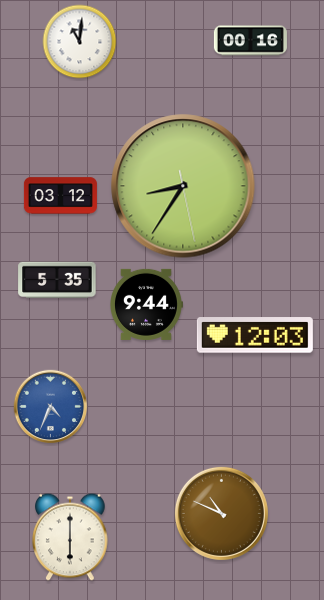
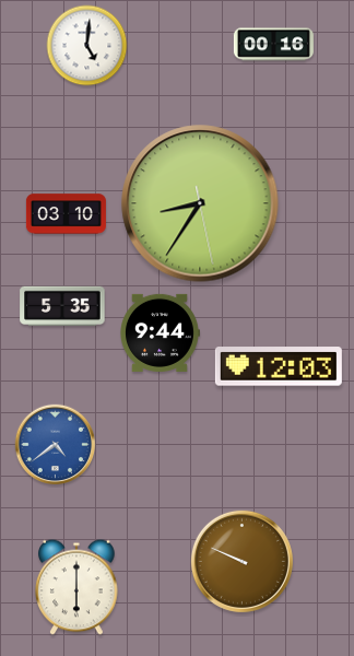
clock at (80, 42): 11:01 -> 5:01
clock at (60, 196): 03:12 -> 03:10
clock at (51, 407): 4:34 -> 4:39
clock at (221, 513): 10:49 -> 9:49
